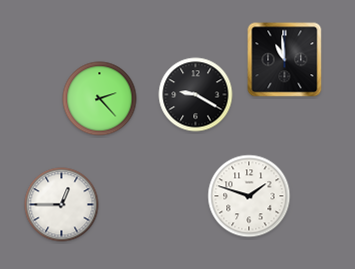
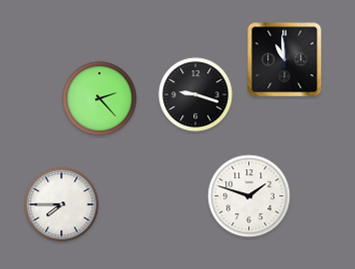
clock at (196, 95): 9:20 -> 9:18
clock at (62, 205): 12:45 -> 7:45
